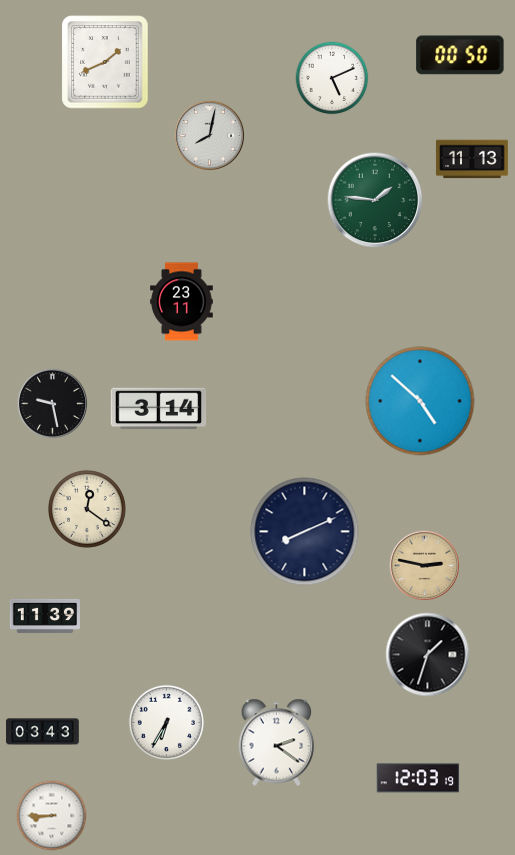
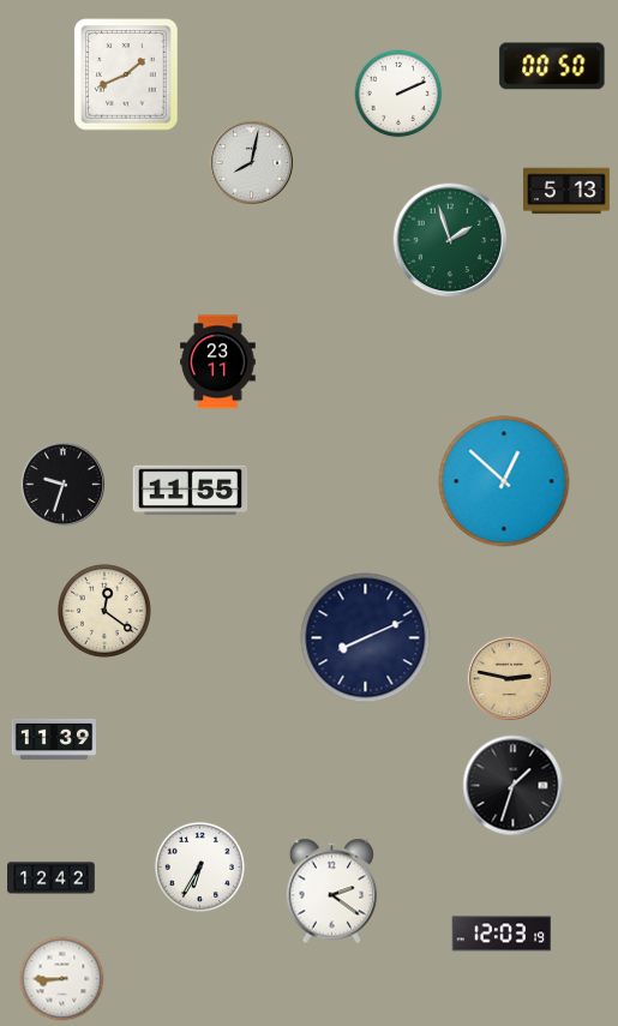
clock at (332, 78): 5:11 -> 2:11
clock at (472, 159): 11:13 -> 5:13
clock at (375, 200): 1:46 -> 1:57
clock at (420, 401): 4:52 -> 12:52
clock at (52, 403): 9:28 -> 9:33
clock at (159, 409): 3:14 -> 11:55
clock at (43, 732): 03:43 -> 12:42
